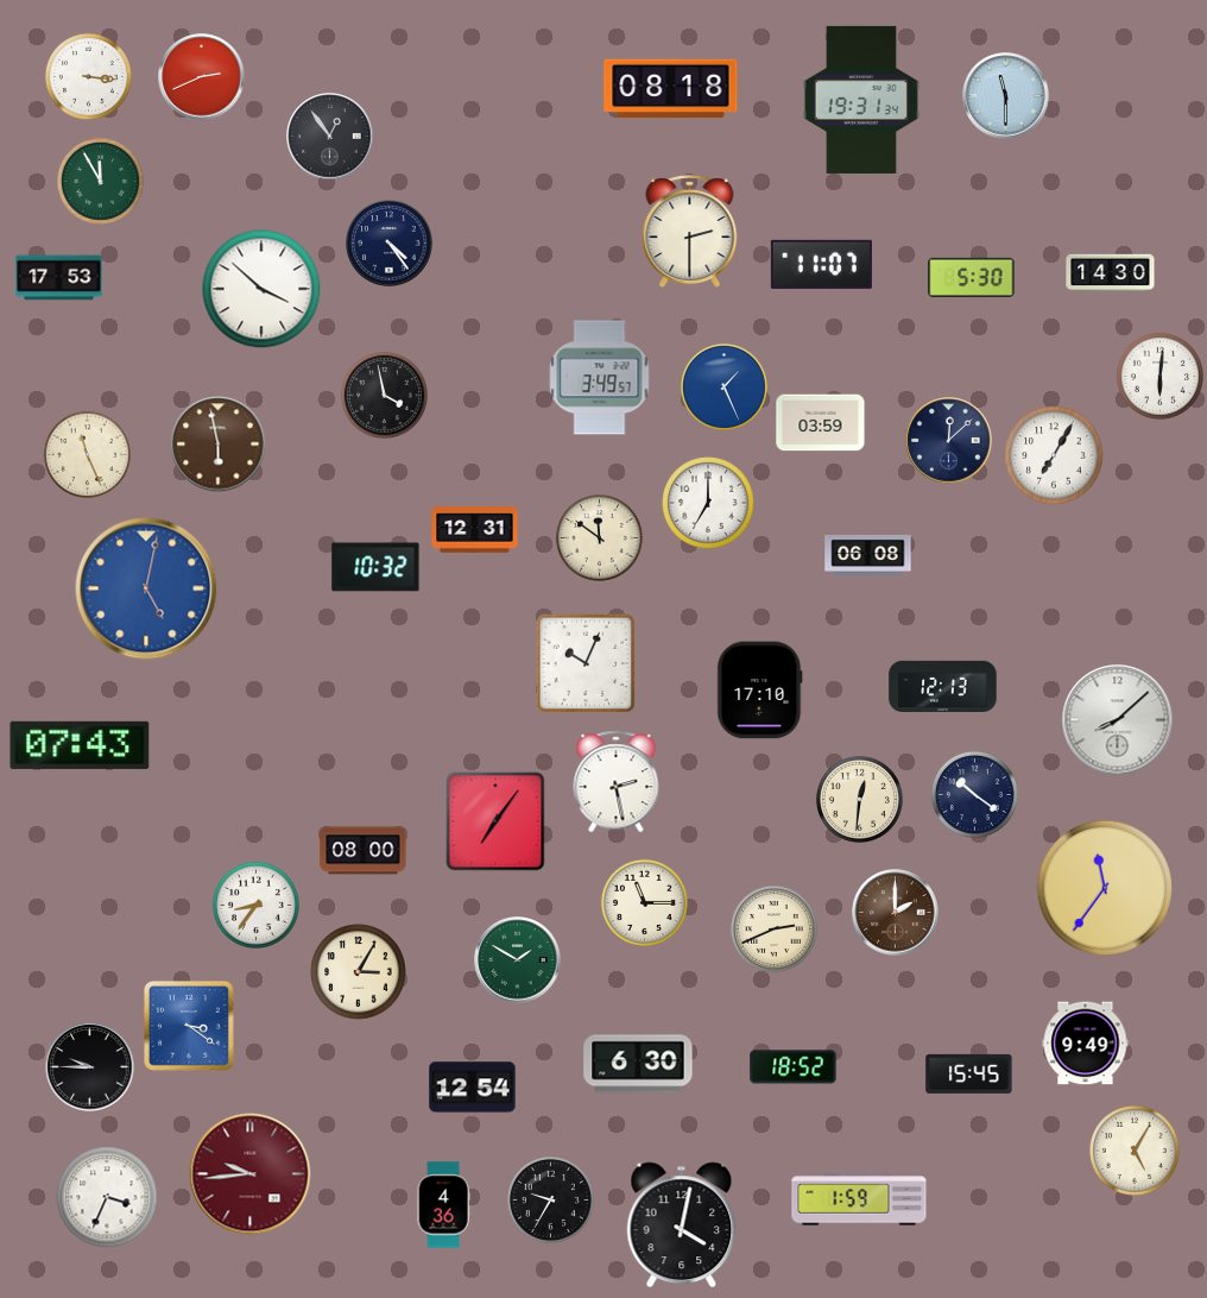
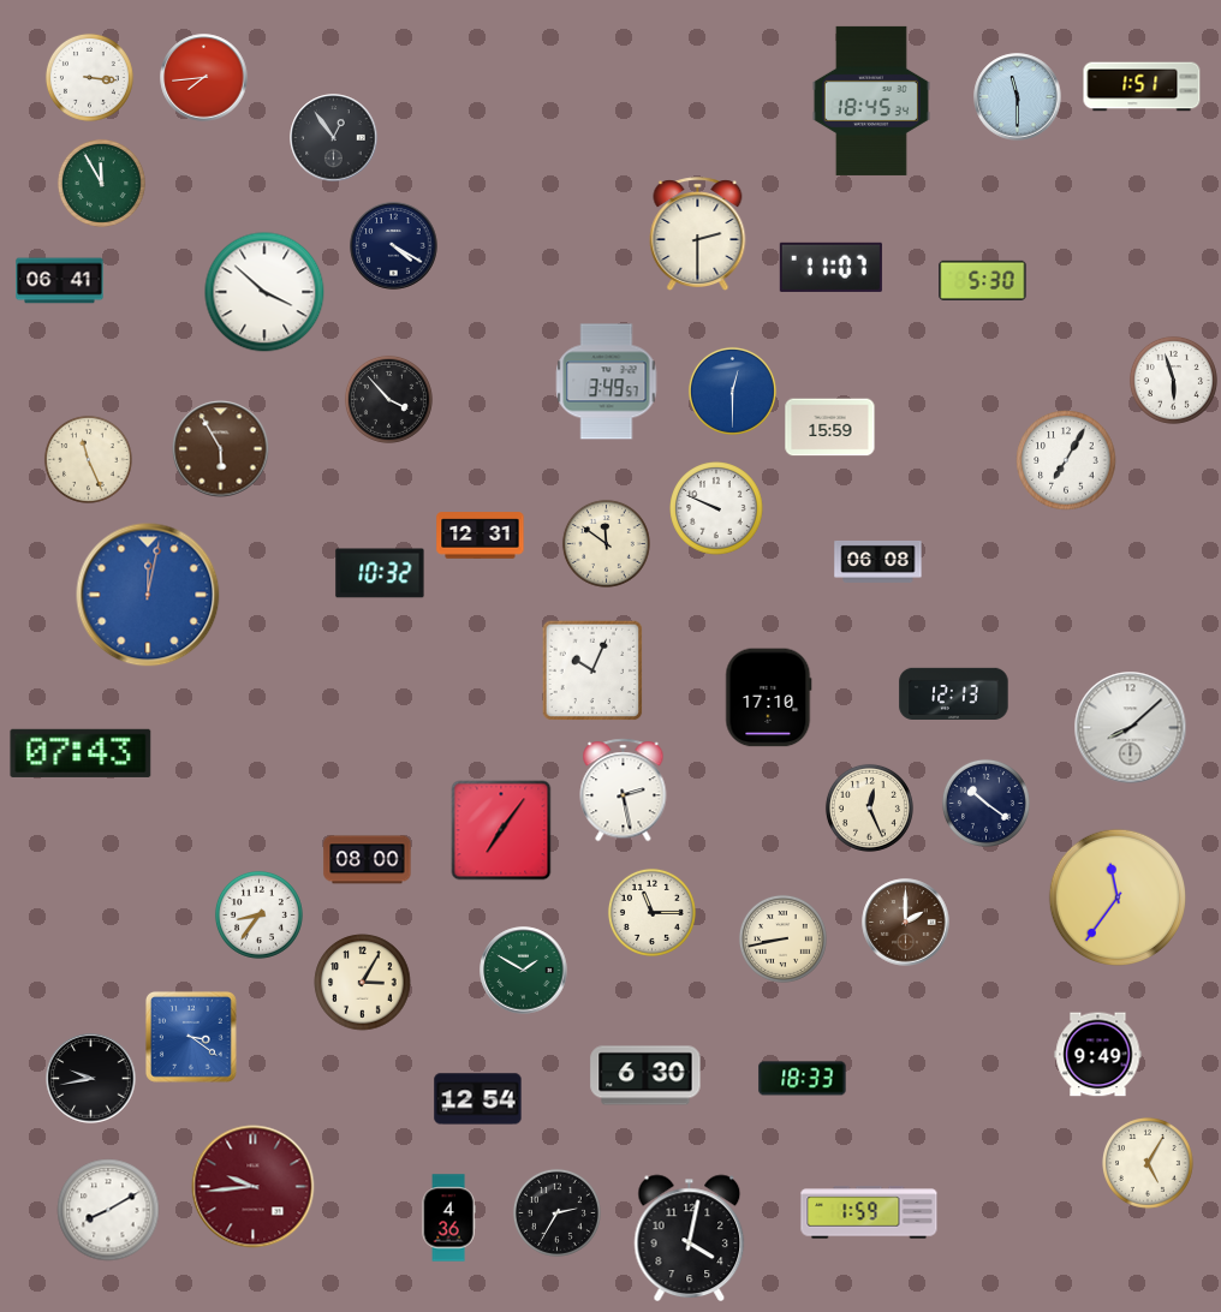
clock at (202, 77): 2:41 -> 7:44
clock at (1142, 87): none -> 1:51
clock at (671, 89): 08:18 -> none
clock at (861, 100): 19:31 -> 18:45
clock at (390, 244): 4:24 -> 4:20
clock at (1111, 273): 14:30 -> none
clock at (59, 278): 17:53 -> 06:41
clock at (1159, 376): 6:01 -> 5:57
clock at (723, 386): 1:26 -> 12:30
clock at (384, 395): 3:58 -> 3:53
clock at (821, 423): 03:59 -> 15:59
clock at (949, 441): 12:08 -> none
clock at (219, 445): 5:58 -> 5:55
clock at (708, 503): 7:00 -> 9:49
clock at (146, 588): 5:02 -> 12:02
clock at (859, 799): 12:31 -> 12:26
clock at (773, 928): 2:41 -> 8:43
clock at (90, 1067): 9:45 -> 9:43
clock at (794, 1067): 18:52 -> 18:33
clock at (969, 1073): 15:45 -> none
clock at (107, 1197): 3:34 -> 8:10
clock at (550, 1199): 9:35 -> 2:35
